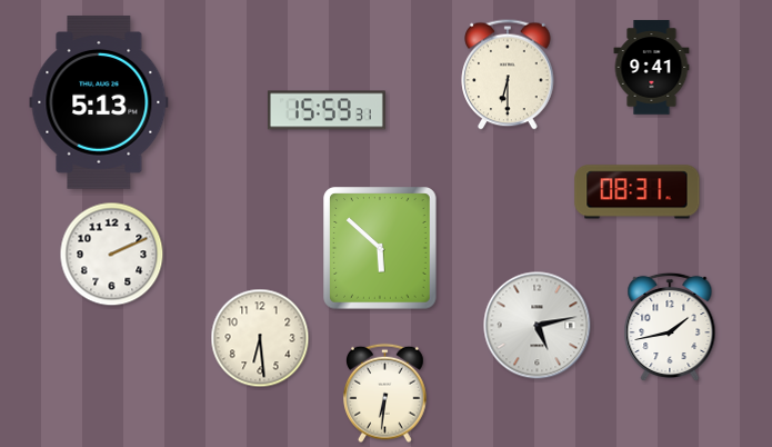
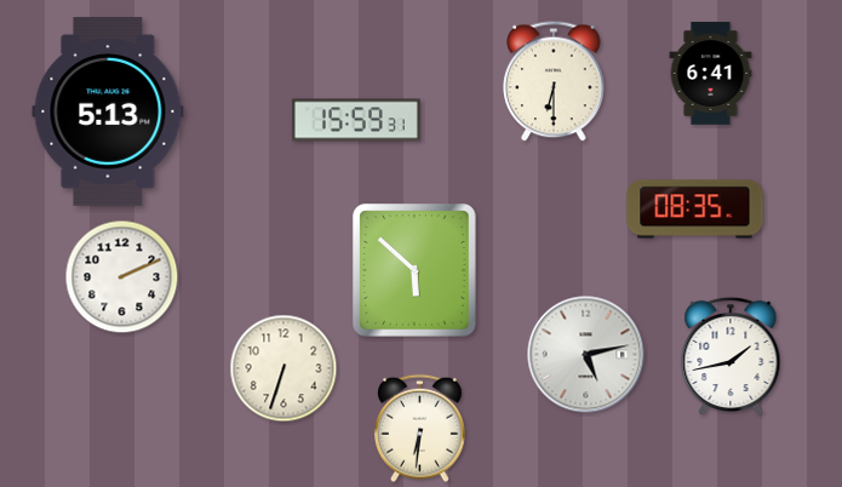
clock at (652, 68): 9:41 -> 6:41
clock at (638, 192): 08:31 -> 08:35
clock at (260, 338): 6:29 -> 6:33
